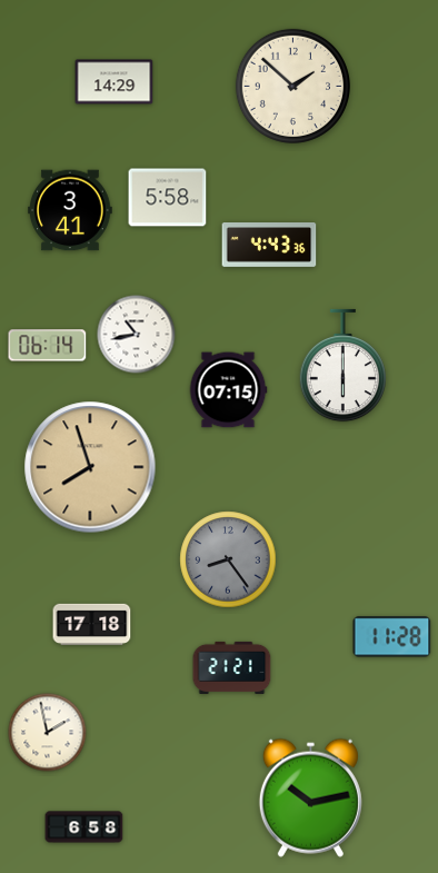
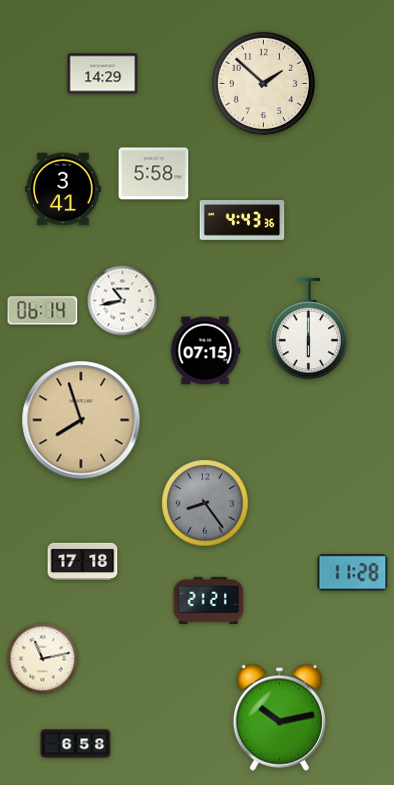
clock at (292, 86) position: (292, 86) -> (263, 83)
clock at (168, 198) position: (168, 198) -> (154, 174)
clock at (48, 733): 1:58 -> 11:13
